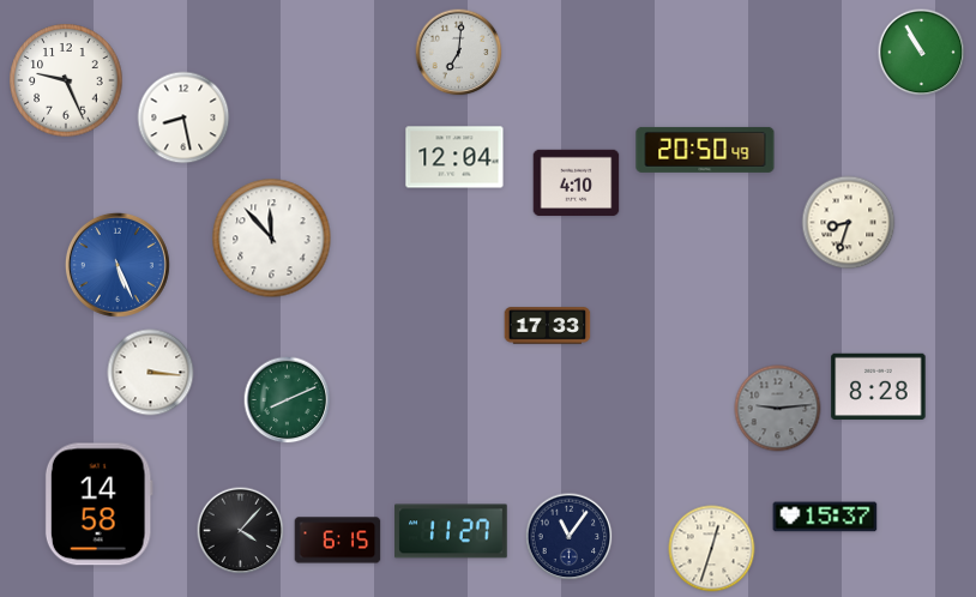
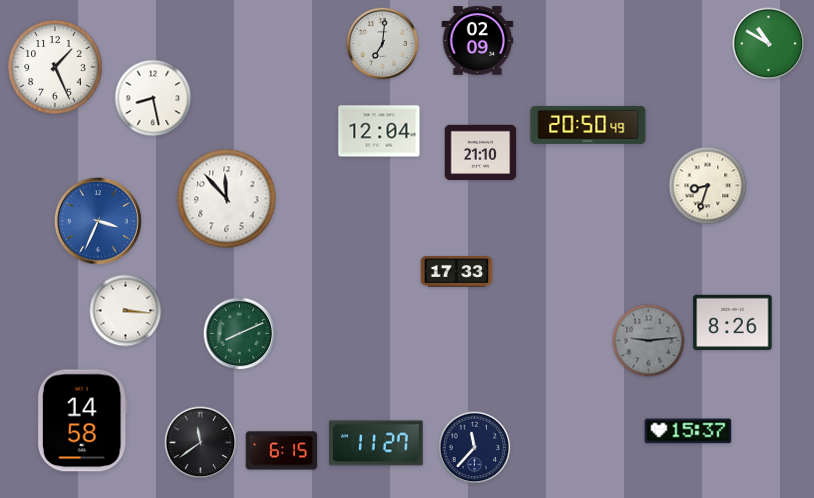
clock at (478, 41): none -> 02:09
clock at (922, 53): 10:55 -> 10:50
clock at (66, 80): 9:26 -> 1:26
clock at (577, 183): 4:10 -> 21:10
clock at (118, 265): 5:26 -> 3:34
clock at (879, 386): 8:28 -> 8:26
clock at (241, 531): 4:07 -> 11:39
clock at (570, 537): 11:06 -> 11:37
clock at (712, 549): 12:33 -> none
